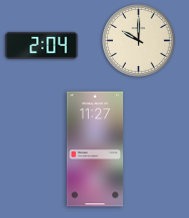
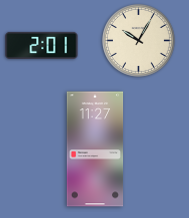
clock at (138, 40): 10:00 -> 10:05
clock at (42, 45): 2:04 -> 2:01
